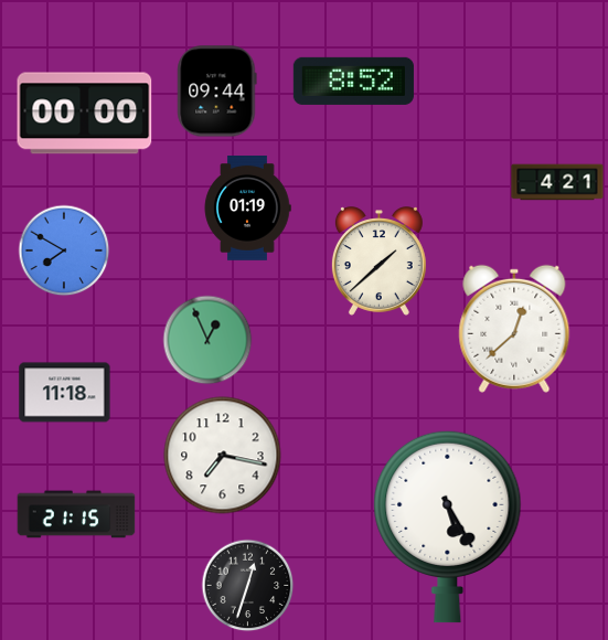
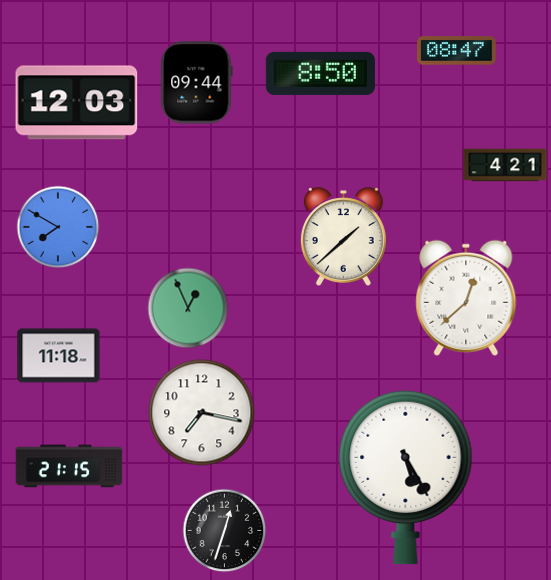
clock at (457, 51): none -> 08:47
clock at (353, 81): 8:52 -> 8:50
clock at (85, 114): 00:00 -> 12:03
clock at (247, 209): 01:19 -> none
